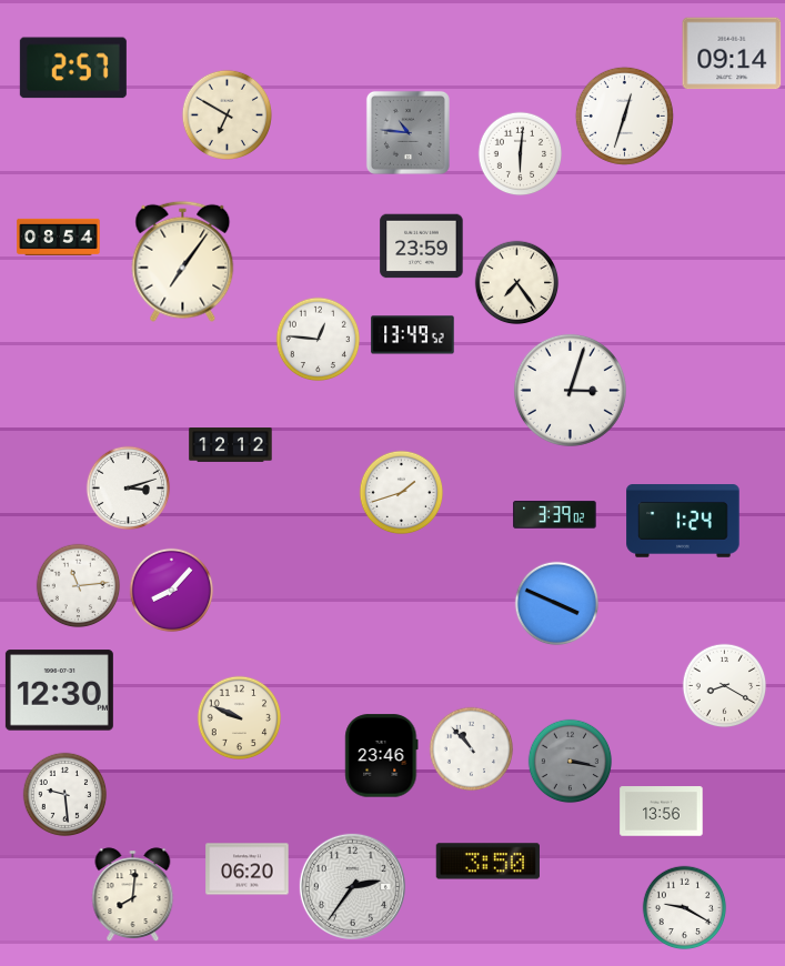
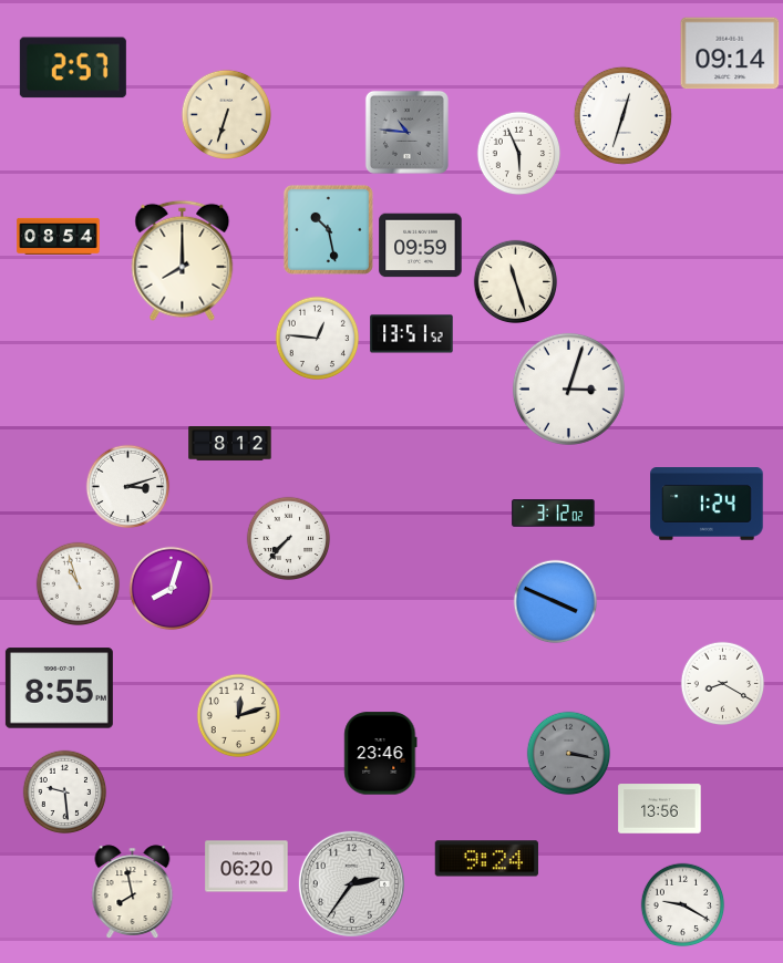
clock at (227, 114): 6:50 -> 6:33
clock at (521, 154): 6:01 -> 5:56
clock at (328, 229): none -> 10:28
clock at (422, 246): 23:59 -> 09:59
clock at (183, 261): 7:06 -> 8:00
clock at (517, 283): 7:24 -> 11:27
clock at (413, 335): 13:49 -> 13:51
clock at (231, 445): 12:12 -> 8:12
clock at (402, 493): 1:42 -> none
clock at (555, 515): 3:39 -> 3:12
clock at (683, 521) position: (683, 521) -> (707, 504)
clock at (289, 539): none -> 7:37
clock at (79, 586): 11:14 -> 10:57
clock at (172, 591): 8:07 -> 8:03
clock at (59, 691): 12:30 -> 8:55
clock at (240, 718): 9:49 -> 12:12
clock at (472, 749): 10:53 -> none
clock at (571, 762) position: (571, 762) -> (569, 754)
clock at (487, 862): 3:50 -> 9:24
clock at (133, 894): 8:01 -> 7:58
